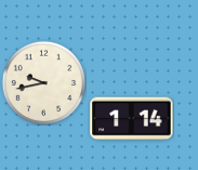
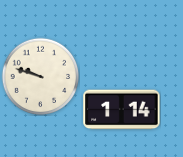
clock at (43, 82): 9:43 -> 9:48
